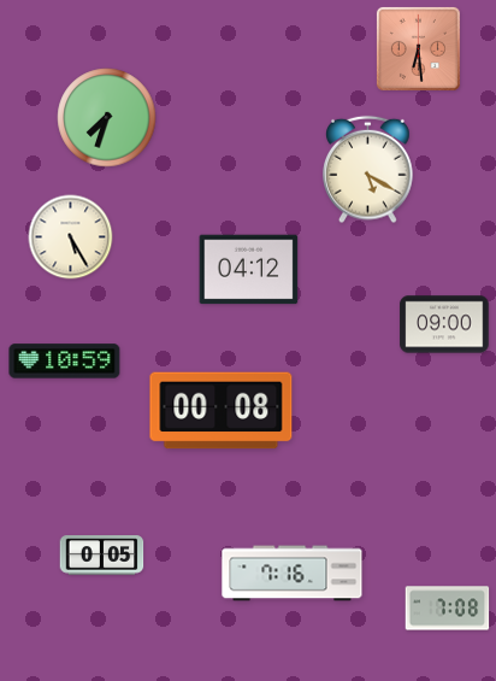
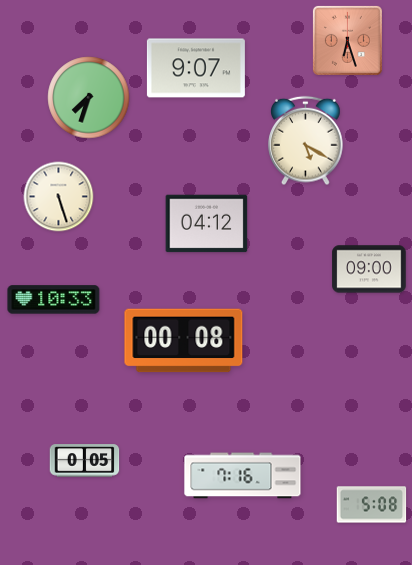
clock at (418, 48): 6:29 -> 6:27
clock at (196, 68): none -> 9:07
clock at (71, 237): 5:25 -> 5:27
clock at (65, 362): 10:59 -> 10:33
clock at (448, 609): 7:08 -> 5:08
